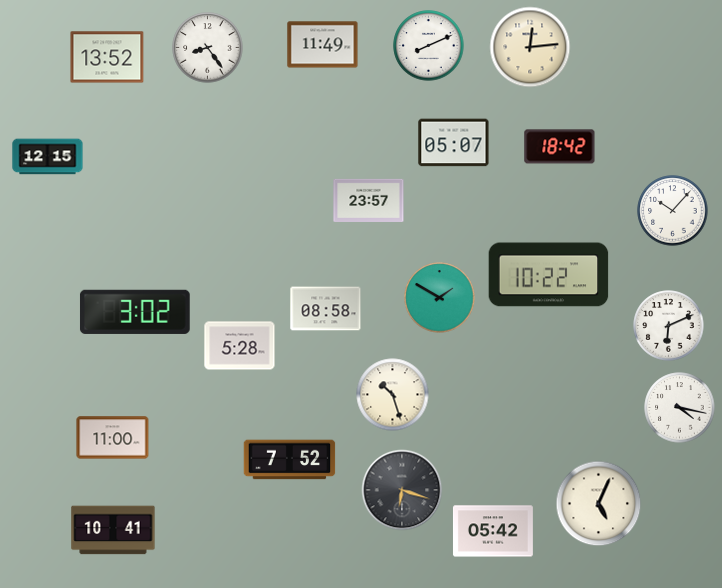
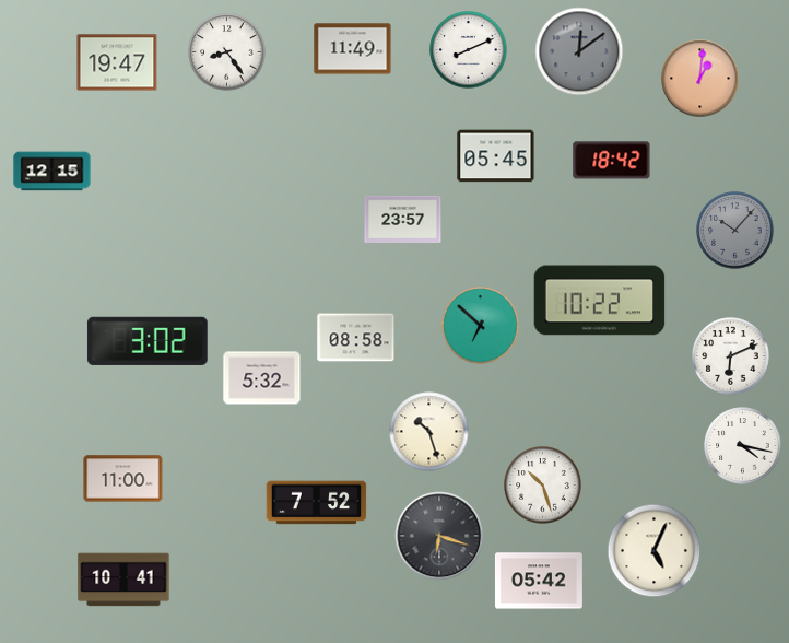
clock at (530, 47): 12:14 -> 12:09
clock at (530, 47) dial: cream -> grey
clock at (107, 57): 13:52 -> 19:47
clock at (700, 79): none -> 1:01
clock at (454, 143): 05:07 -> 05:45
clock at (673, 211) dial: white -> grey
clock at (440, 298): 1:50 -> 6:52
clock at (240, 346): 5:28 -> 5:32
clock at (543, 486): none -> 10:27
